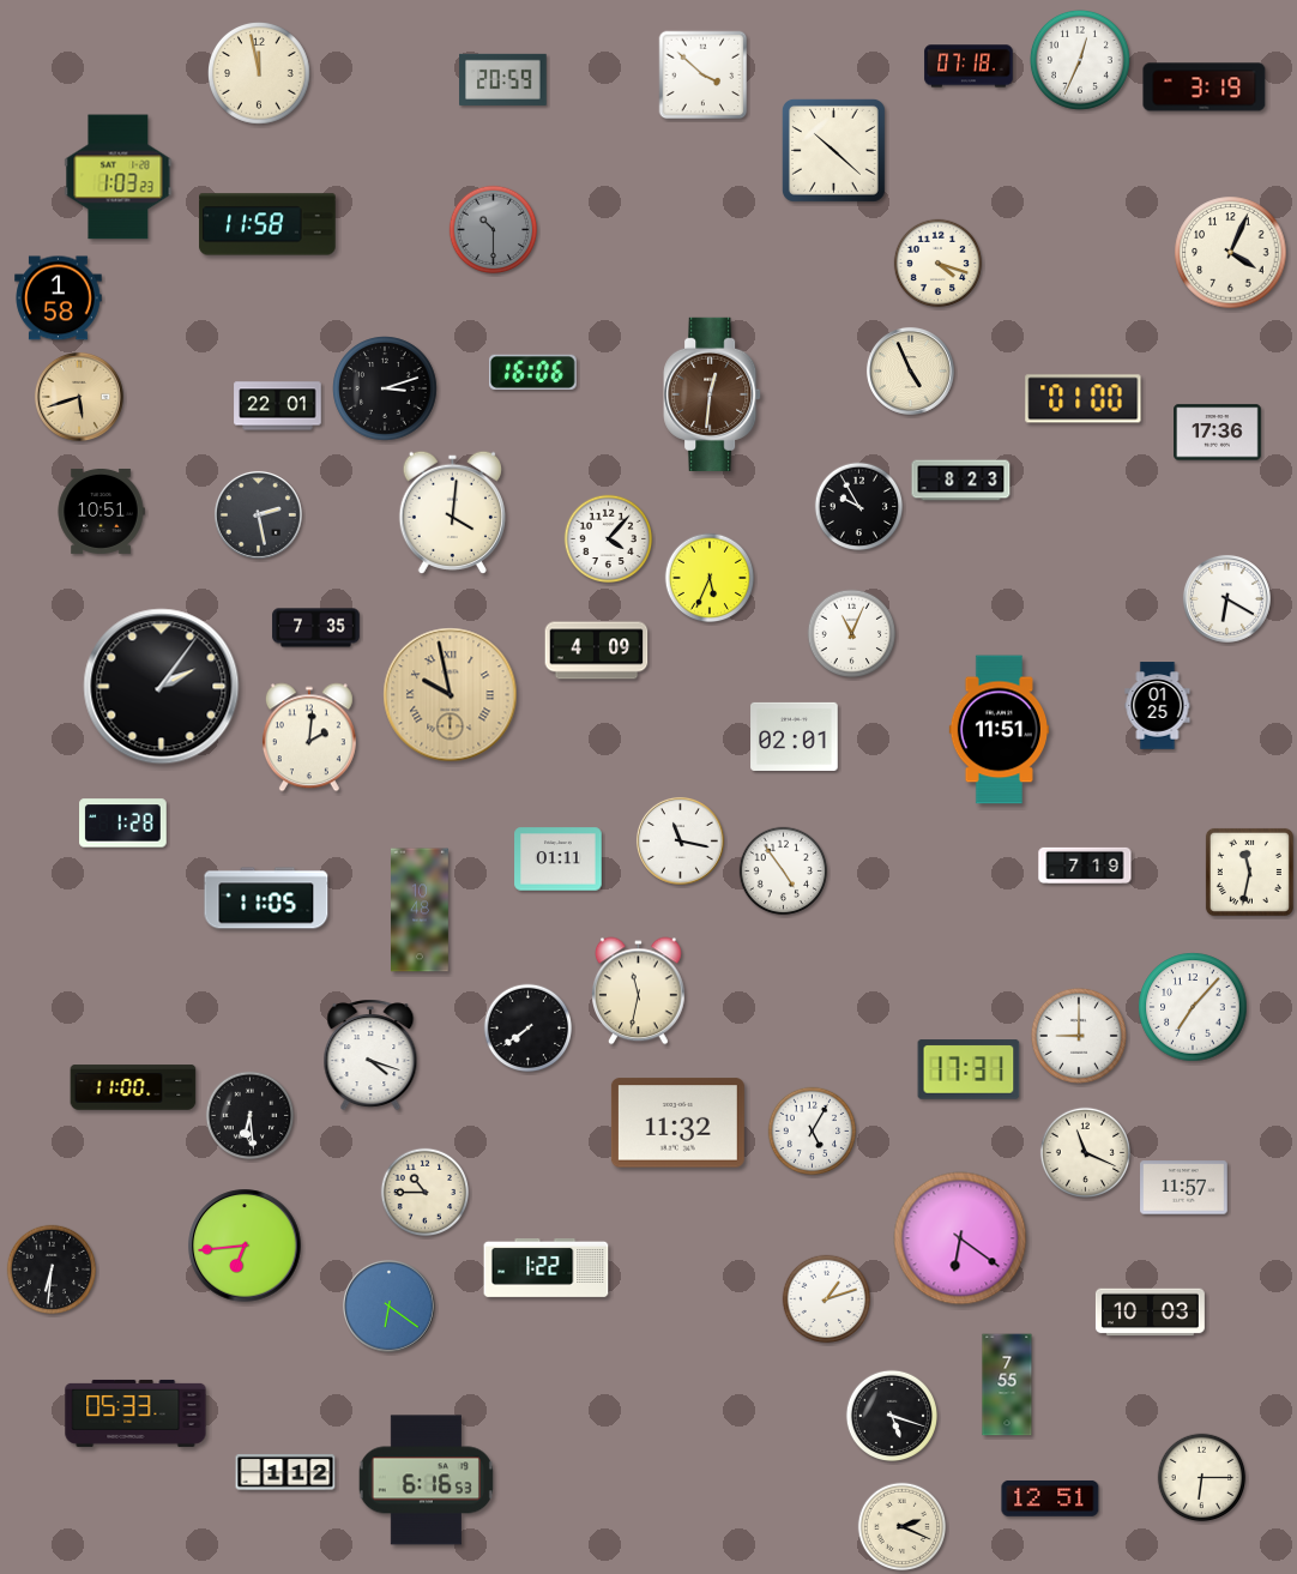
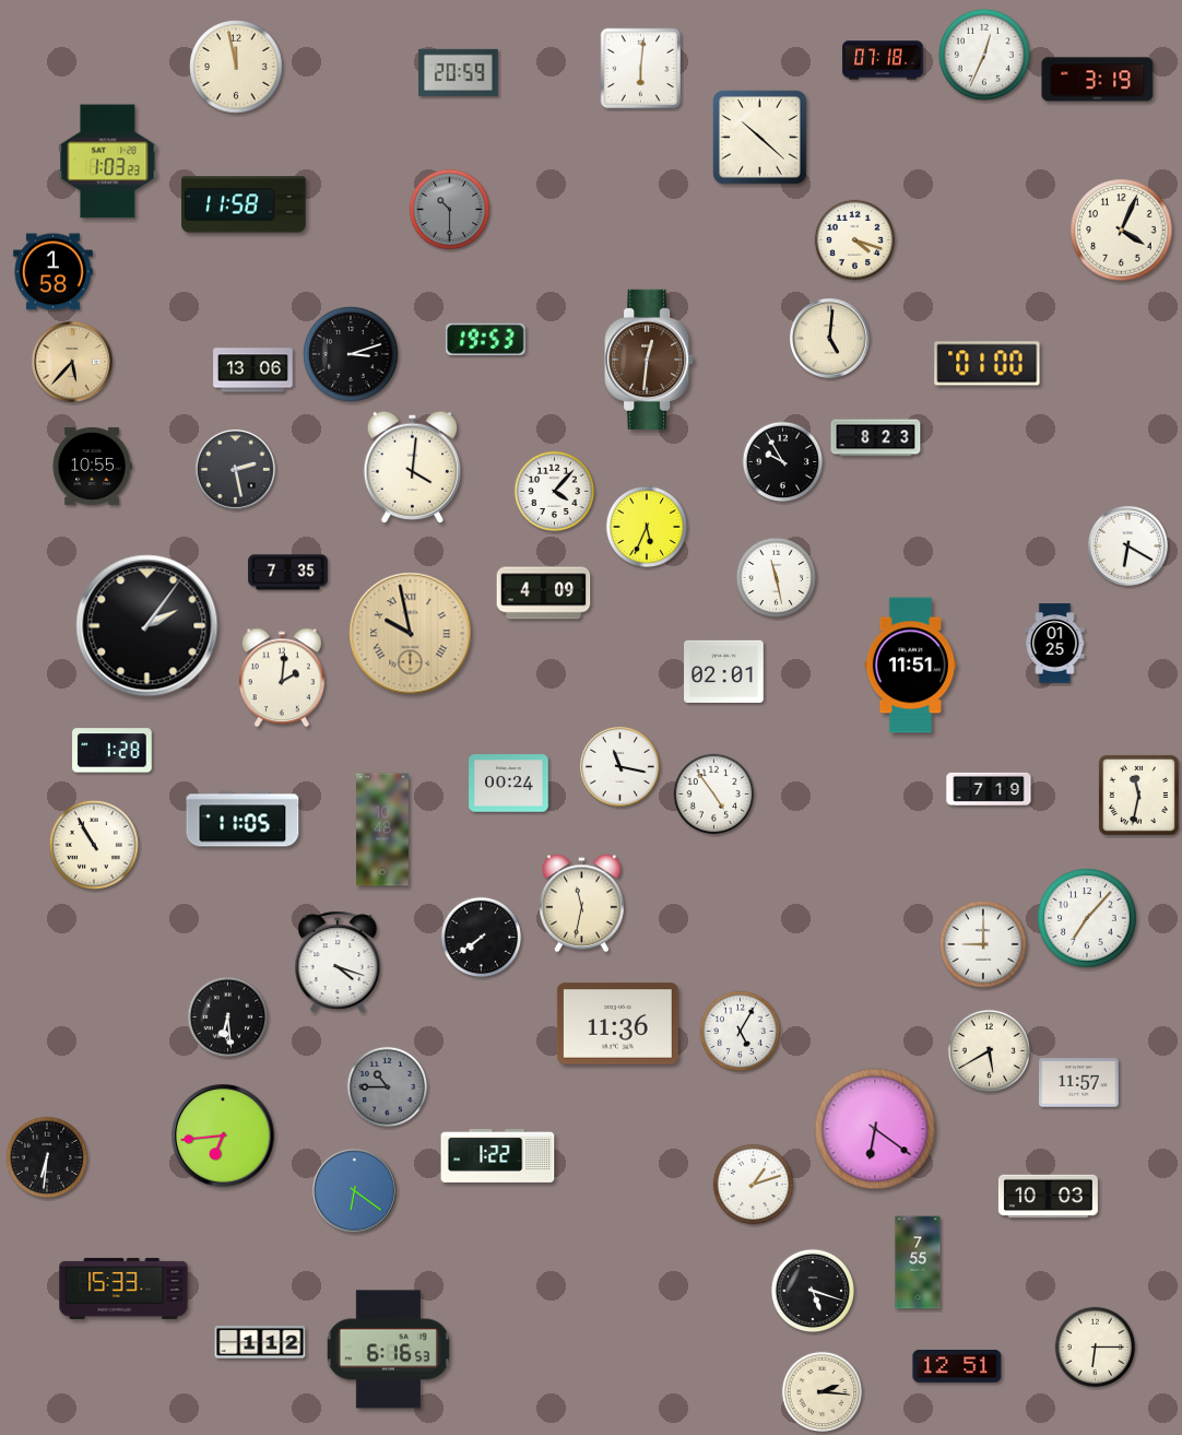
clock at (704, 76): 3:52 -> 6:01
clock at (910, 370): 4:56 -> 5:01
clock at (533, 372): 16:06 -> 19:53
clock at (79, 397): 5:42 -> 5:37
clock at (278, 406): 22:01 -> 13:06
clock at (1218, 433): 17:36 -> none
clock at (101, 511): 10:51 -> 10:55
clock at (1226, 598) position: (1226, 598) -> (1127, 545)
clock at (852, 634): 11:04 -> 11:28
clock at (309, 737) position: (309, 737) -> (282, 678)
clock at (559, 860): 01:11 -> 00:24
clock at (94, 845): none -> 10:55
clock at (969, 1069): 17:31 -> none
clock at (133, 1087): 11:00 -> none
clock at (677, 1123): 11:32 -> 11:36
clock at (1086, 1153): 11:19 -> 5:40
clock at (426, 1193) dial: cream -> grey
clock at (135, 1413): 05:33 -> 15:33
clock at (903, 1527): 2:19 -> 2:16
